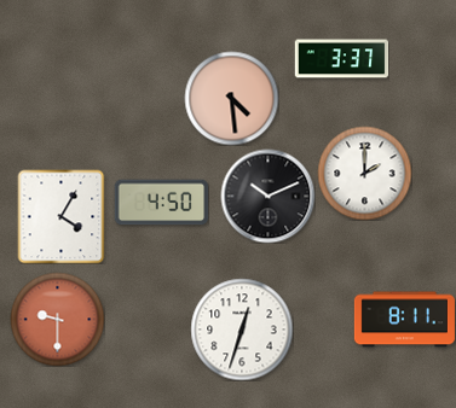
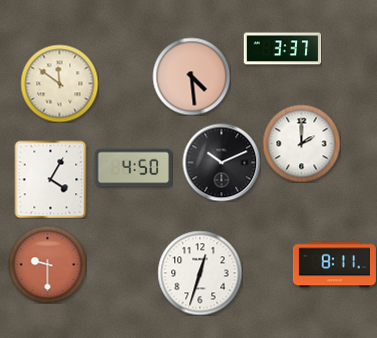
clock at (231, 98) position: (231, 98) -> (191, 76)
clock at (59, 83): none -> 11:51
